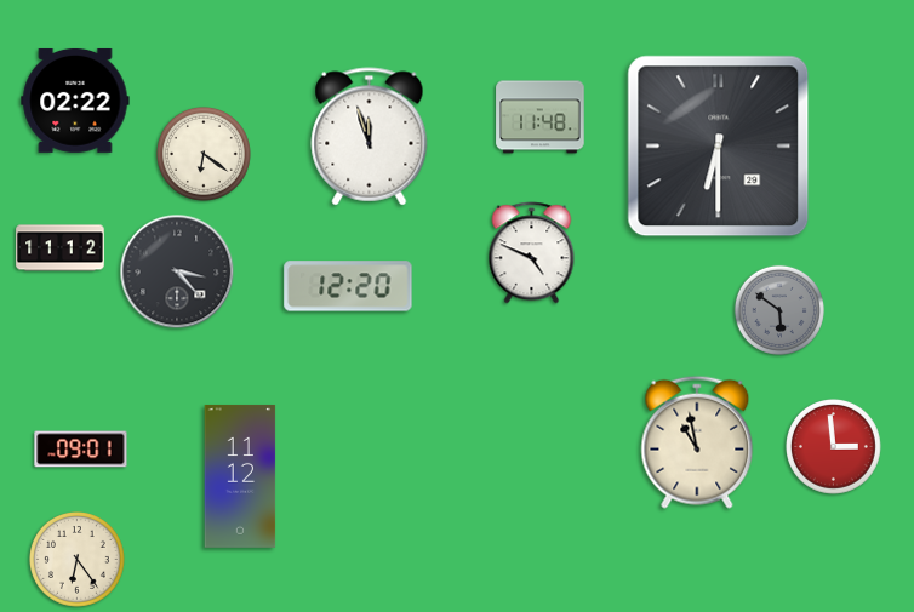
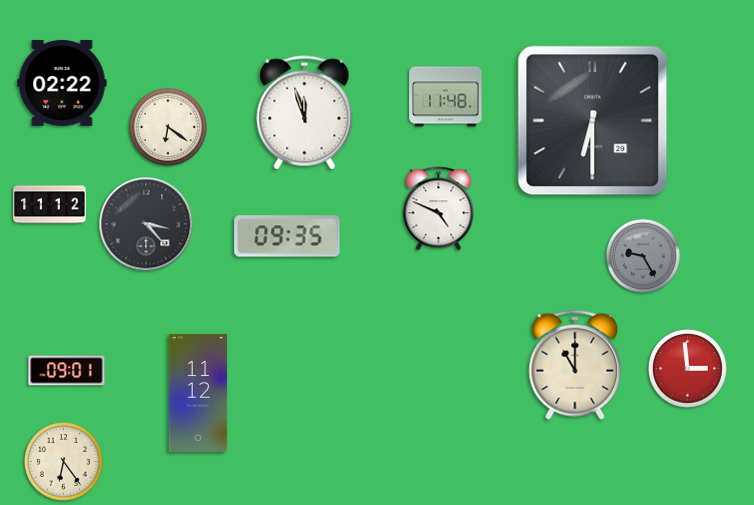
clock at (348, 286): 12:20 -> 09:35
clock at (779, 310): 5:51 -> 9:25
clock at (697, 442): 10:58 -> 11:00
